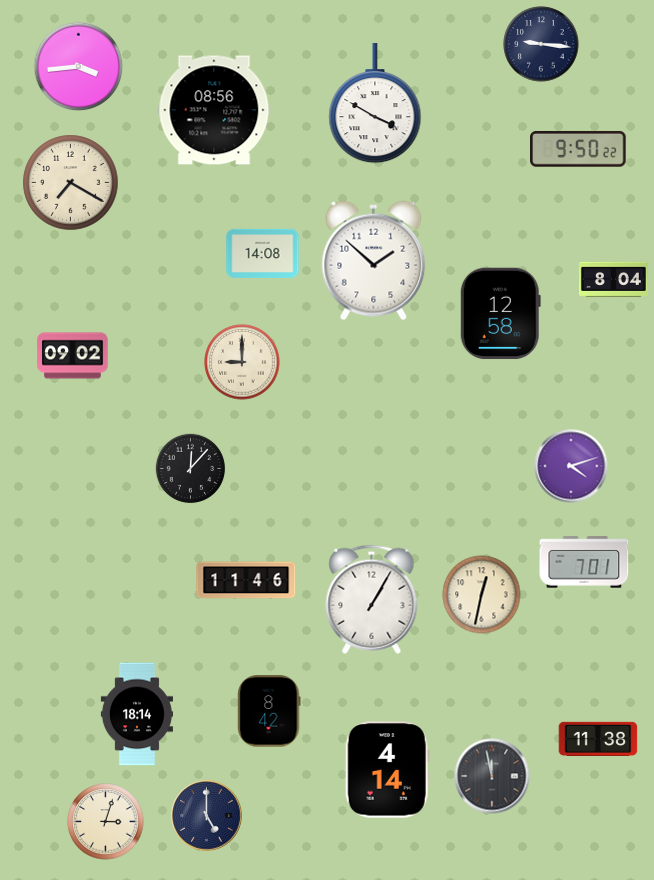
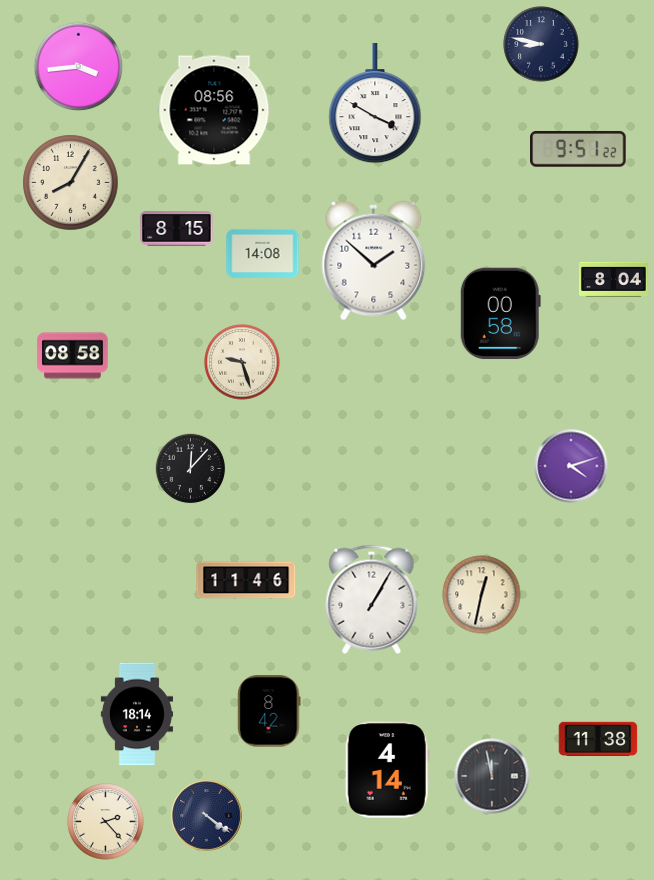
clock at (541, 44): 9:16 -> 8:47
clock at (578, 149): 9:50 -> 9:51
clock at (71, 183): 7:20 -> 8:05
clock at (177, 229): none -> 8:15
clock at (500, 314): 12:58 -> 00:58
clock at (73, 356): 09:02 -> 08:58
clock at (242, 362): 9:00 -> 9:27
clock at (584, 562): 7:01 -> none
clock at (207, 816): 5:00 -> 4:21
clock at (106, 822): 3:03 -> 2:23
